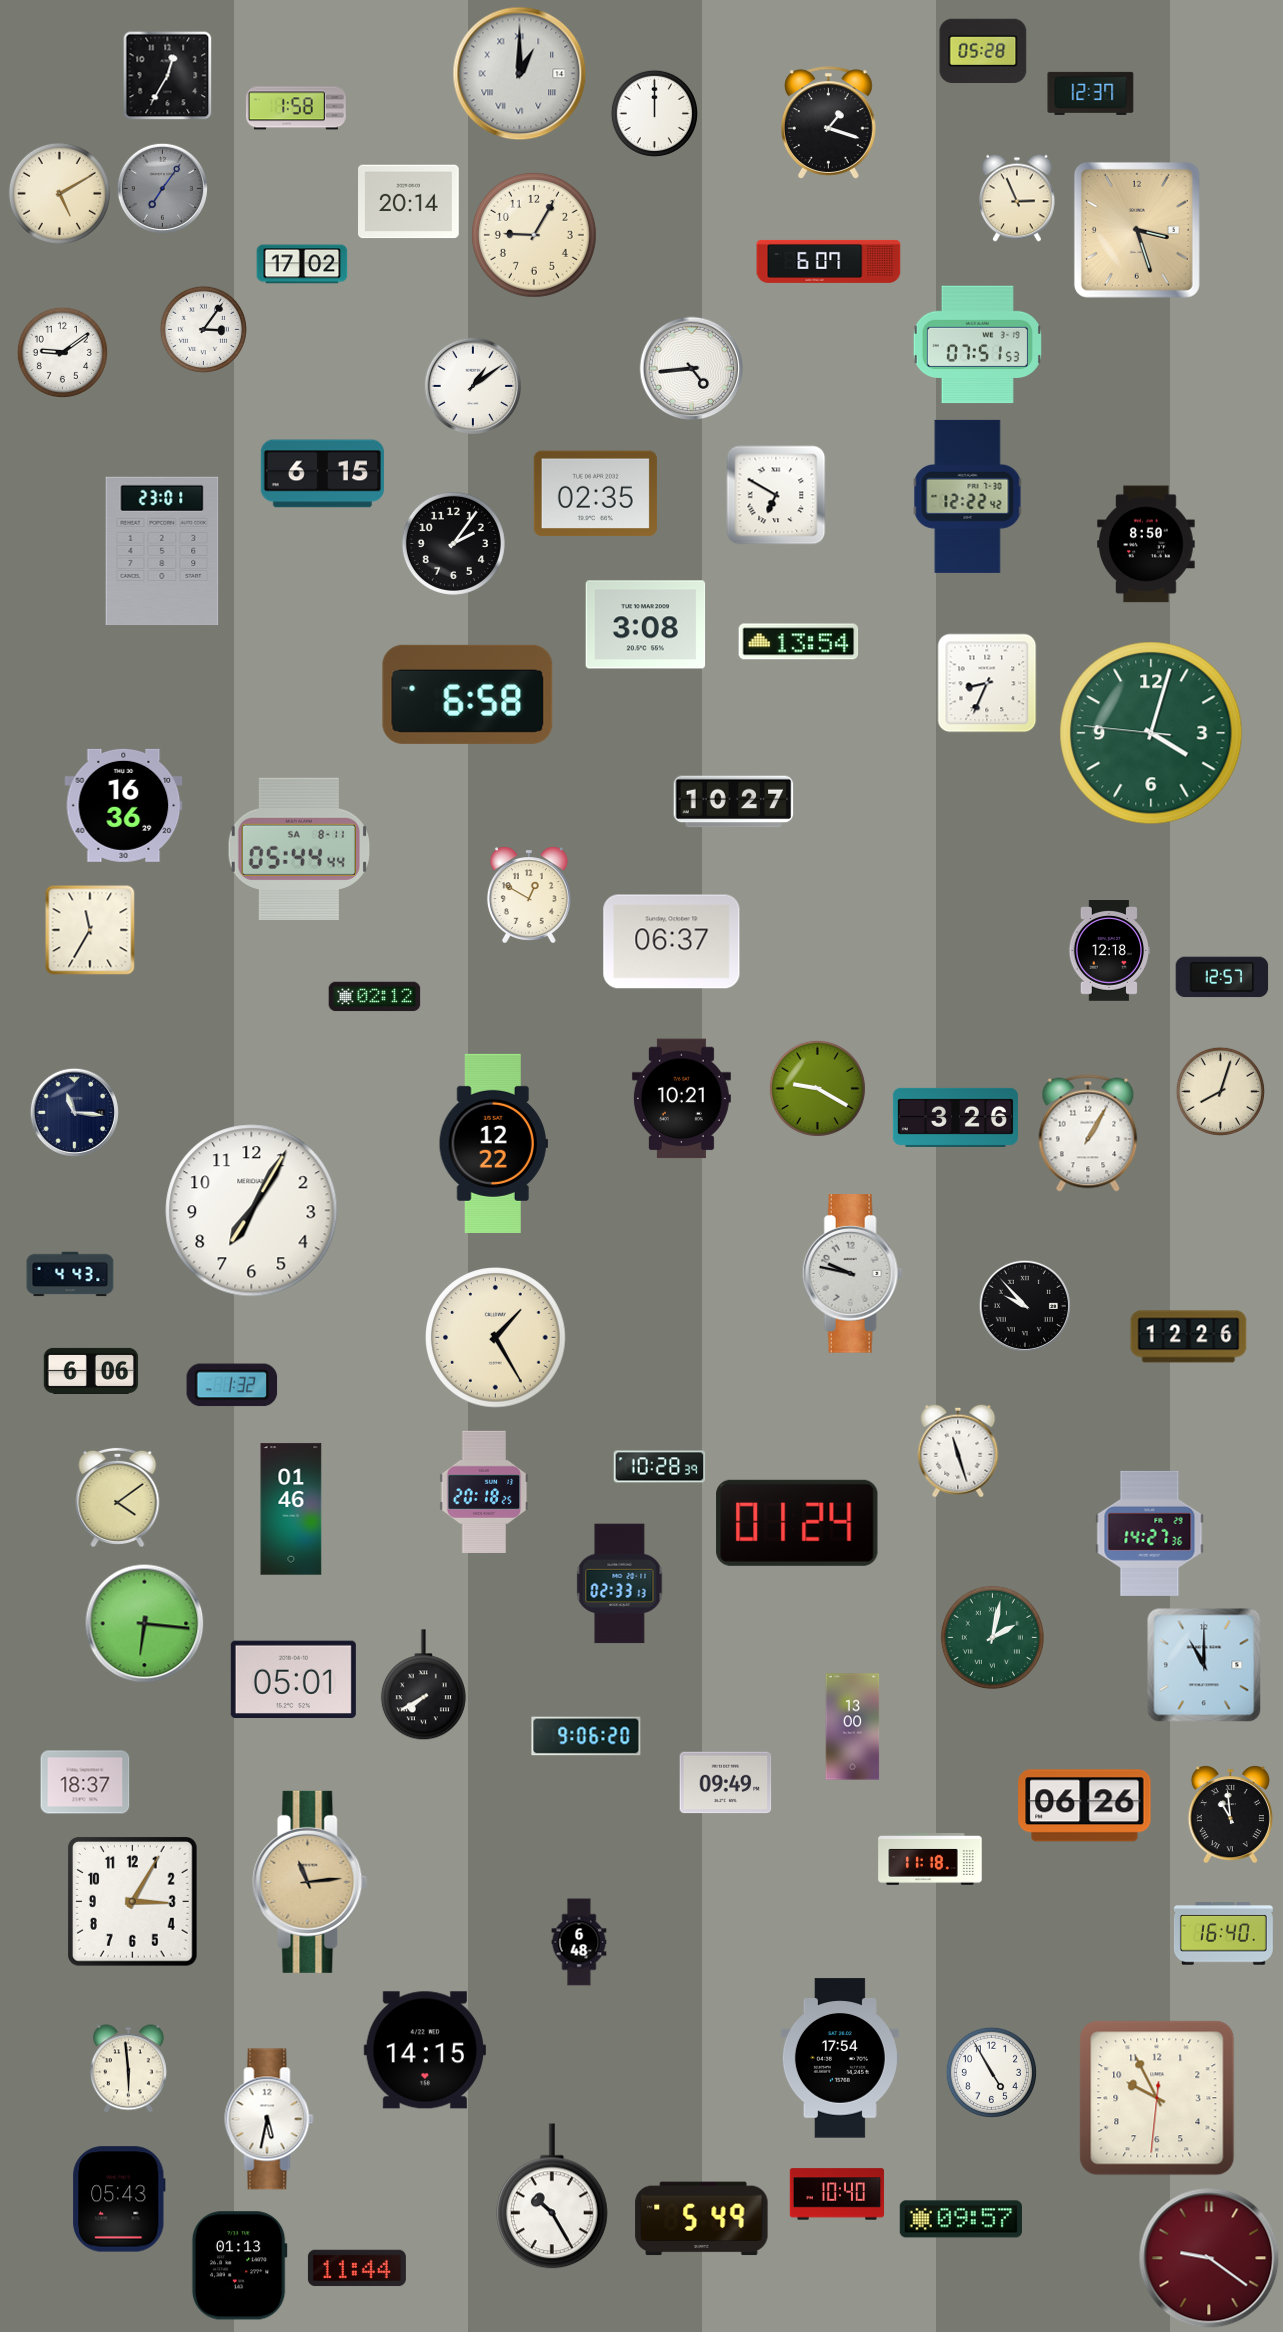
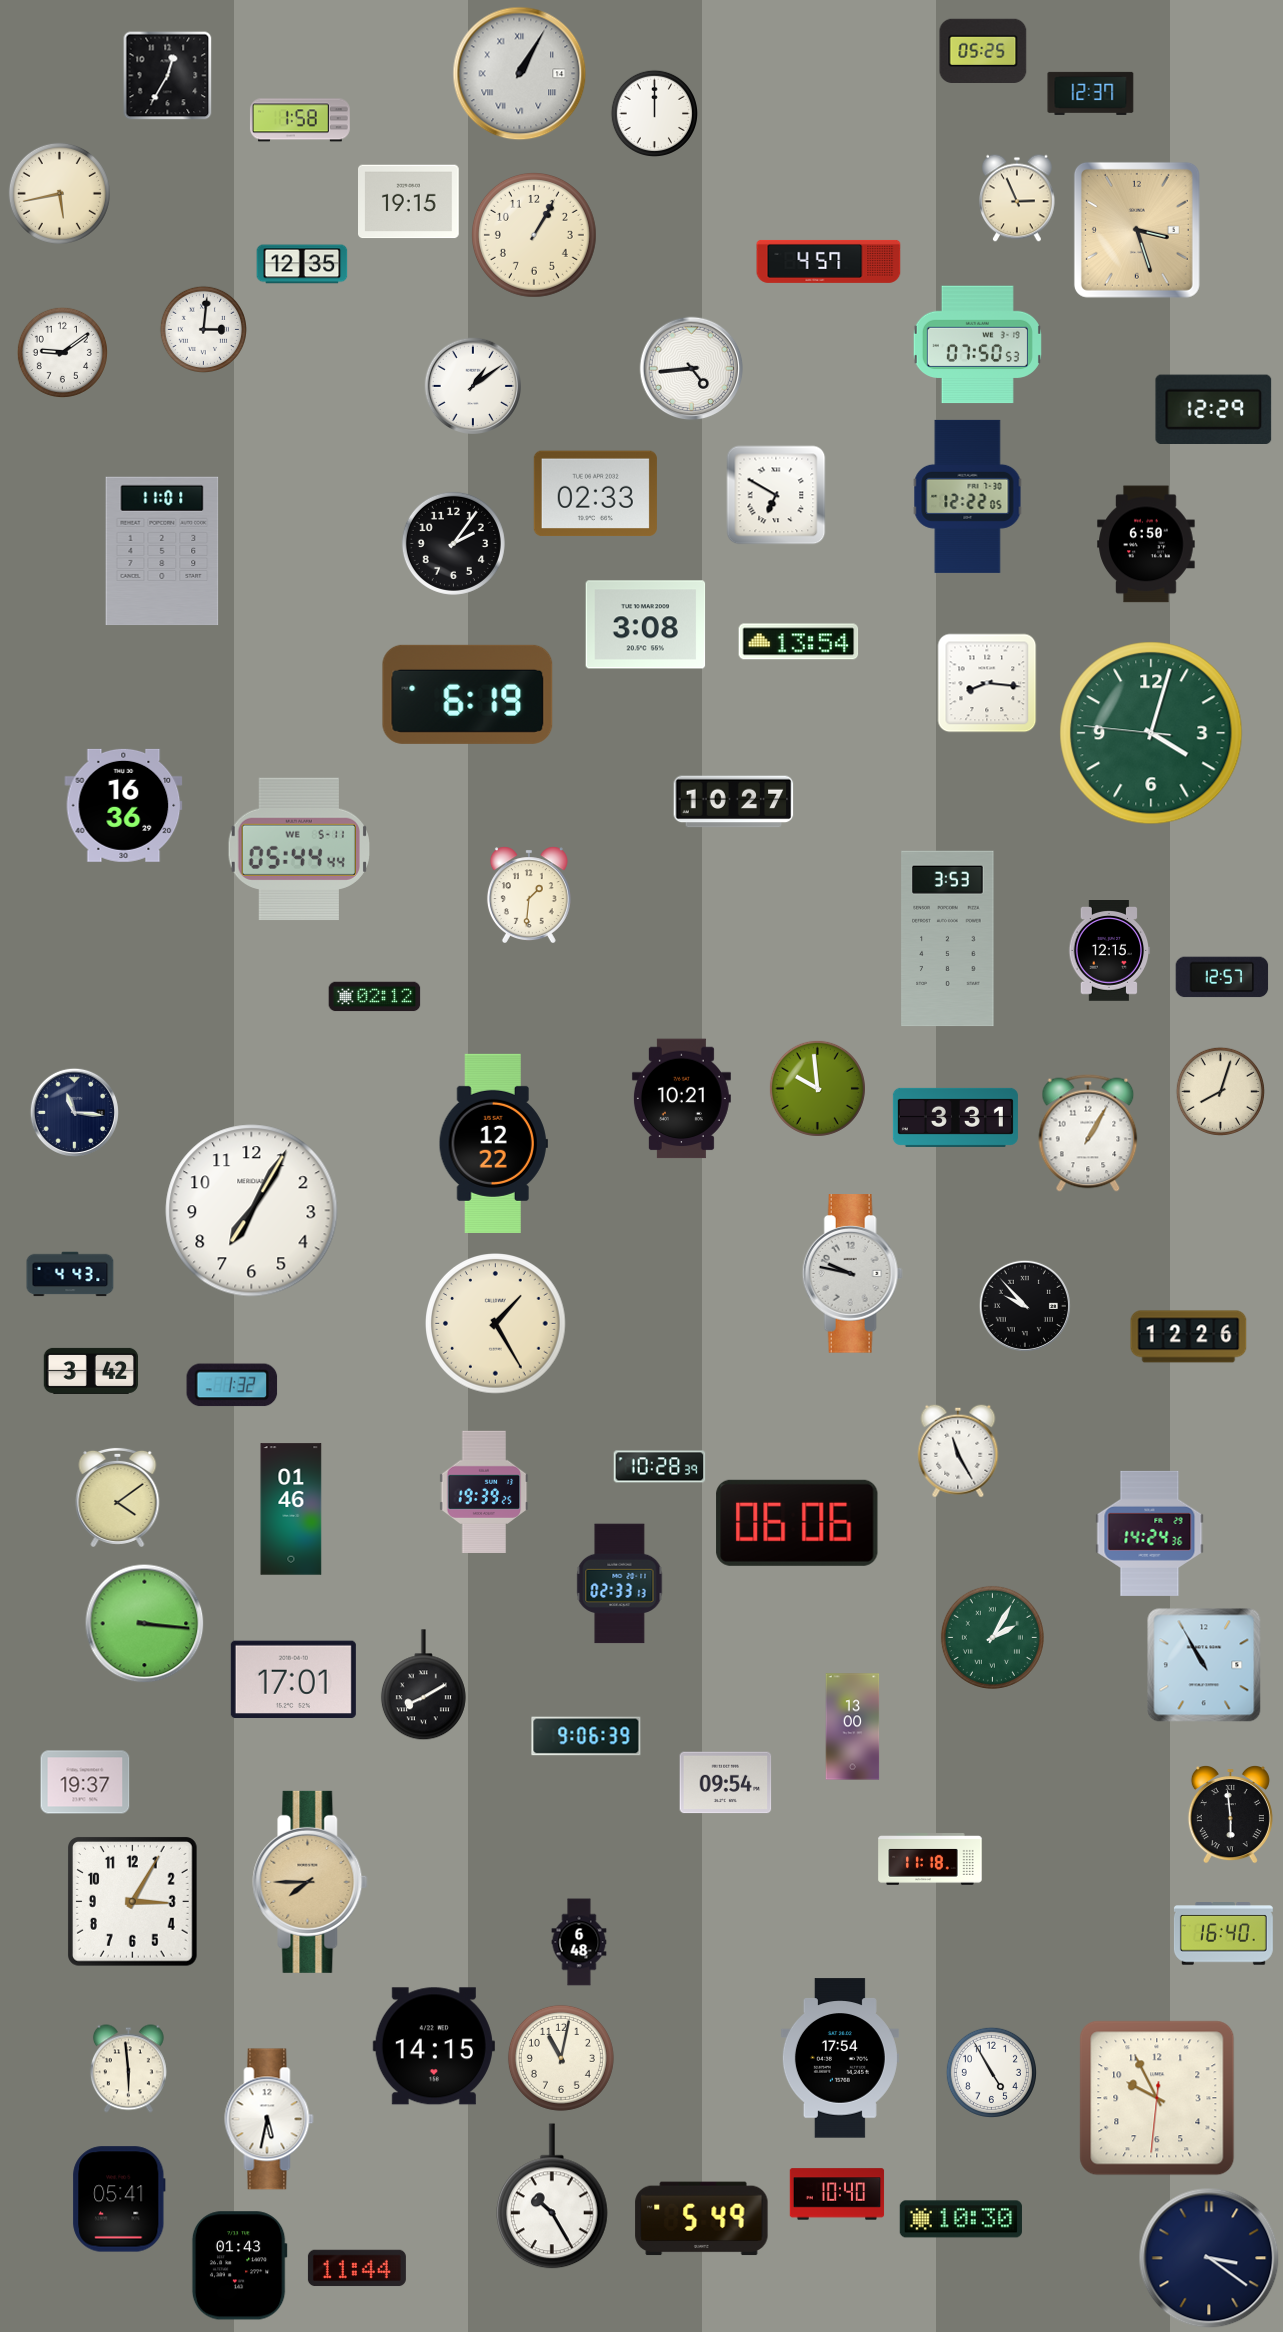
clock at (983, 50): 05:28 -> 05:25
clock at (520, 74): 1:00 -> 1:05
clock at (296, 108) position: (296, 108) -> (300, 120)
clock at (829, 123): 1:18 -> none
clock at (162, 188): 7:06 -> none
clock at (59, 193): 5:10 -> 5:43
clock at (409, 202): 20:14 -> 19:15
clock at (534, 235): 9:05 -> 1:05
clock at (829, 261): 6:07 -> 4:57
clock at (302, 264): 17:02 -> 12:35
clock at (203, 329): 3:06 -> 3:01
clock at (977, 345): 07:51 -> 07:50
clock at (1214, 410): none -> 12:29
clock at (322, 474): 6:15 -> none
clock at (595, 494): 02:35 -> 02:33
clock at (968, 496): 12:22:42 -> 12:22:05
clock at (1146, 544): 8:50 -> 6:50
clock at (162, 551): 23:01 -> 11:01
clock at (987, 683): 8:34 -> 8:16
clock at (468, 694): 6:58 -> 6:19
clock at (299, 849) date: SA 8-11 -> WE 5-11
clock at (529, 894): 12:50 -> 1:31
clock at (90, 930): 11:35 -> none
clock at (948, 939): none -> 3:53
clock at (672, 942): 06:37 -> none
clock at (1110, 951): 12:18 -> 12:15
clock at (817, 1088): 9:20 -> 9:59
clock at (955, 1117): 3:26 -> 3:31
clock at (496, 1338) position: (496, 1338) -> (496, 1324)
clock at (91, 1371): 6:06 -> 3:42
clock at (958, 1451): 11:27 -> 11:25
clock at (484, 1491): 20:18 -> 19:39
clock at (797, 1523): 01:24 -> 06:06
clock at (1150, 1533): 14:27 -> 14:24
clock at (145, 1624): 6:16 -> 3:16
clock at (992, 1637): 2:02 -> 2:05
clock at (1204, 1665): 11:00 -> 10:55
clock at (293, 1680): 05:01 -> 17:01
clock at (423, 1685): 7:40 -> 8:10
clock at (586, 1736): 9:06:20 -> 9:06:39
clock at (85, 1782): 18:37 -> 19:37
clock at (726, 1783): 09:49 -> 09:54
clock at (1085, 1806): 06:26 -> none
clock at (1230, 1815): 10:59 -> 5:59
clock at (310, 1882): 11:14 -> 7:45
clock at (425, 2050) position: (425, 2050) -> (434, 2046)
clock at (561, 2058): none -> 11:02
clock at (119, 2199): 05:43 -> 05:41
clock at (961, 2219): 09:57 -> 10:30
clock at (1209, 2258): 9:21 -> 3:21
clock at (1209, 2258) dial: burgundy -> navy
clock at (239, 2266): 01:13 -> 01:43
